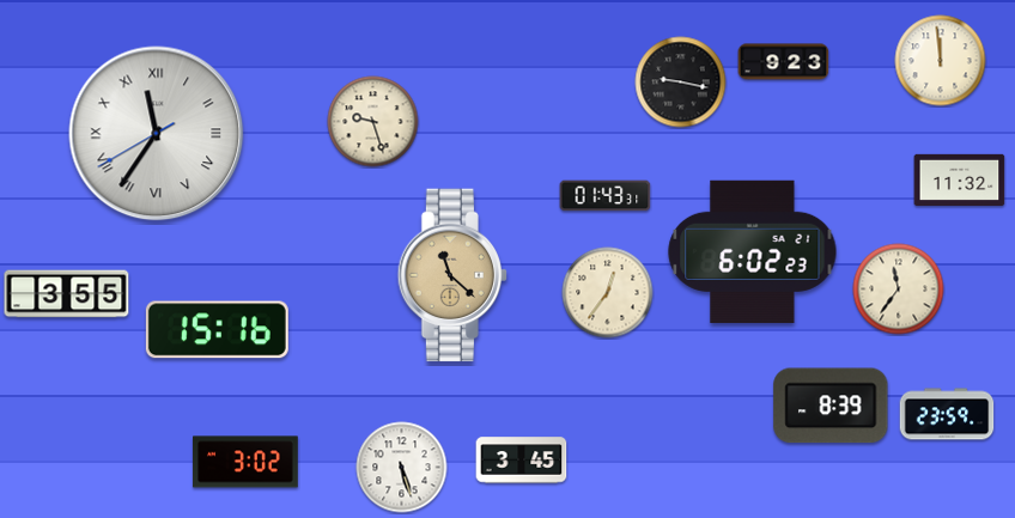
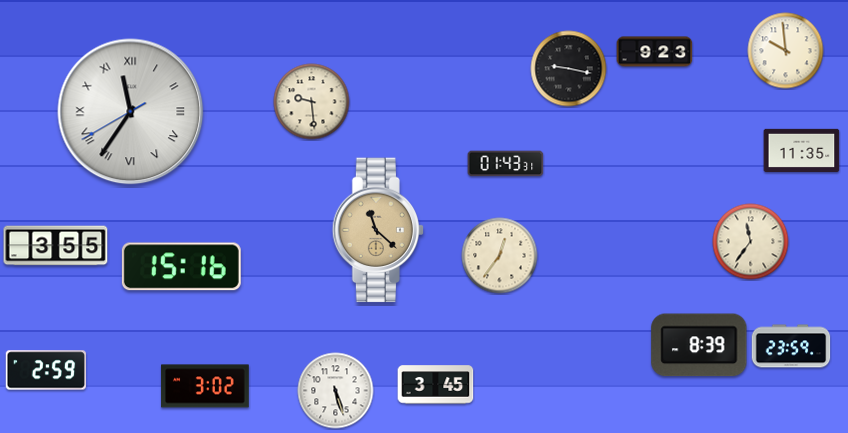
clock at (941, 61): 11:59 -> 9:59
clock at (373, 122): 9:27 -> 9:29
clock at (960, 179): 11:32 -> 11:35
clock at (753, 251): 6:02 -> none
clock at (608, 293) position: (608, 293) -> (500, 256)
clock at (217, 330) position: (217, 330) -> (181, 267)
clock at (831, 406) position: (831, 406) -> (699, 345)
clock at (45, 370): none -> 2:59
